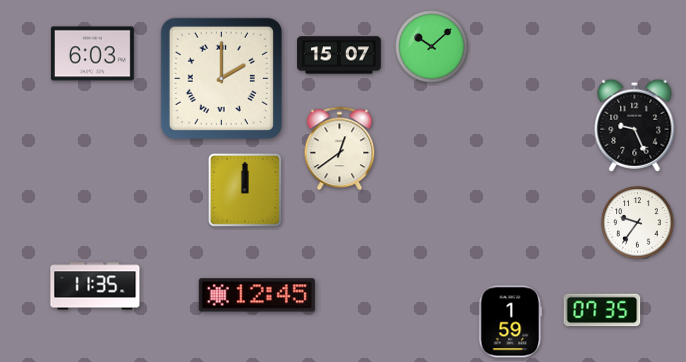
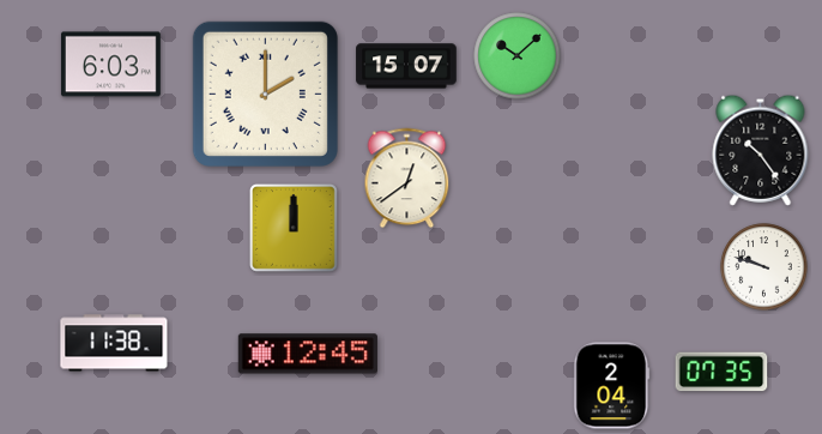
clock at (635, 125): 9:26 -> 10:24
clock at (638, 223): 9:36 -> 9:48
clock at (95, 286): 11:35 -> 11:38
clock at (511, 322): 1:59 -> 2:04
